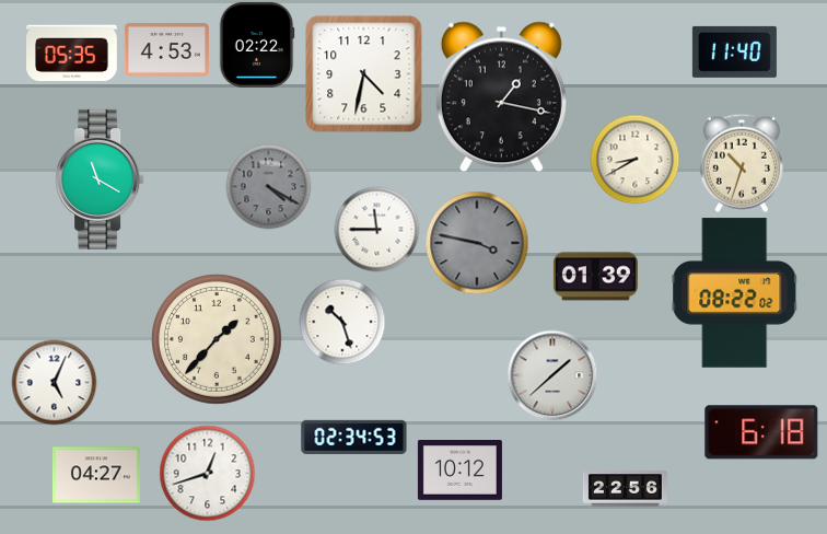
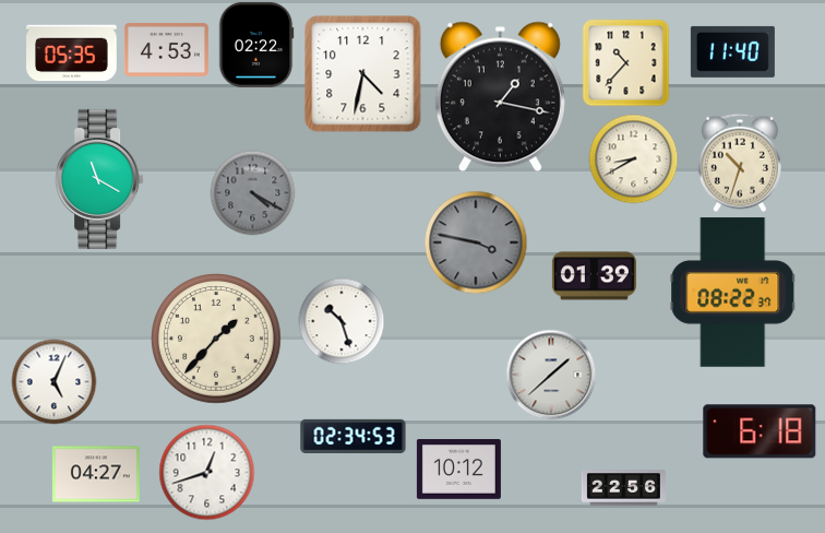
clock at (625, 62): none -> 10:37
clock at (268, 186) position: (268, 186) -> (252, 192)
clock at (376, 229): 11:45 -> none
clock at (735, 293): 08:22:02 -> 08:22:37
